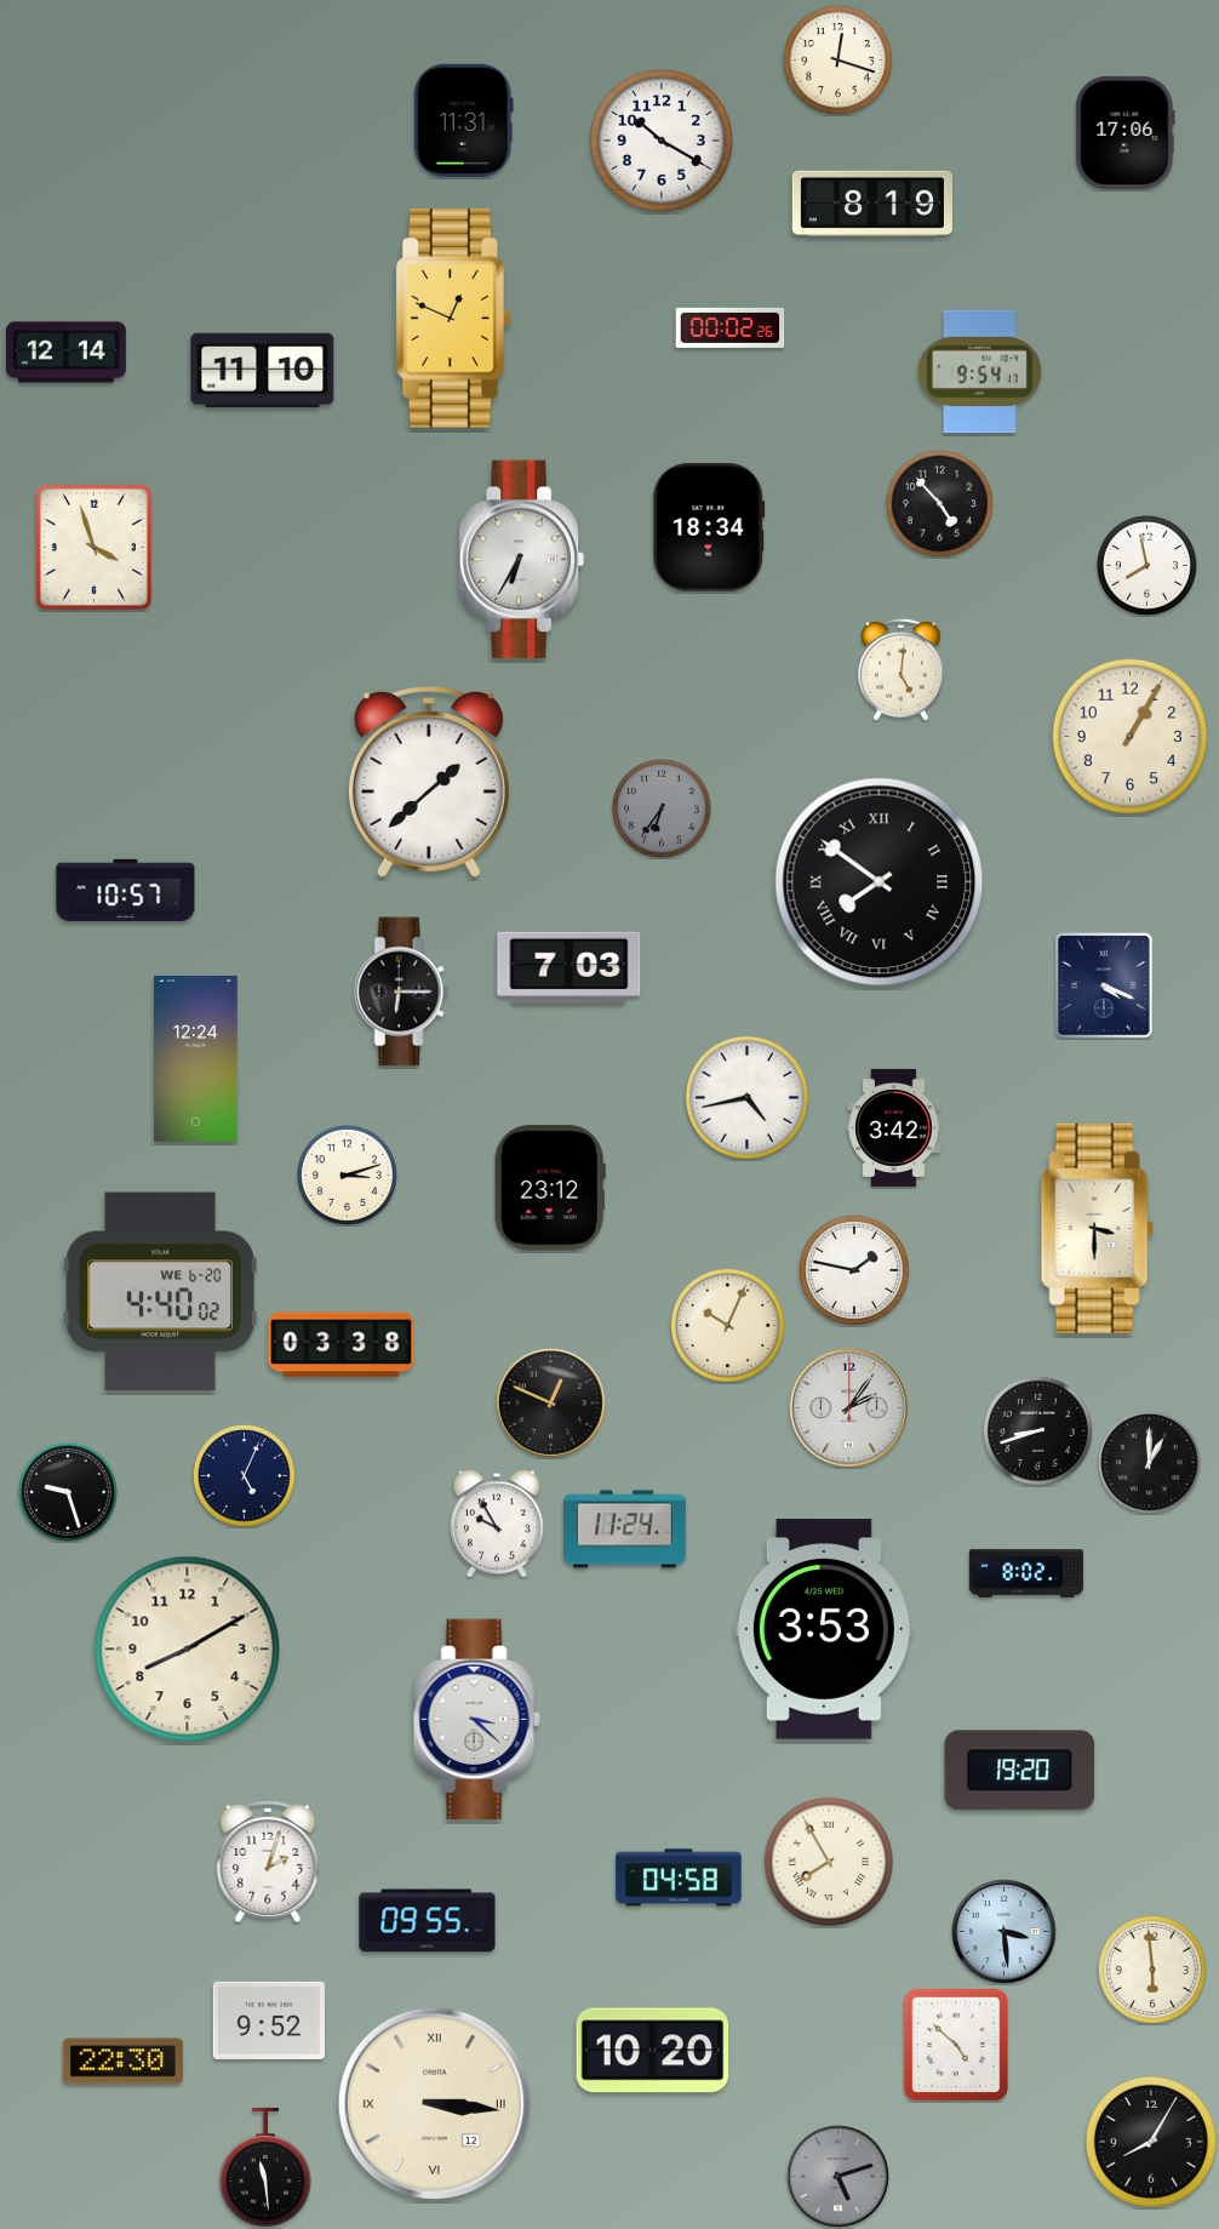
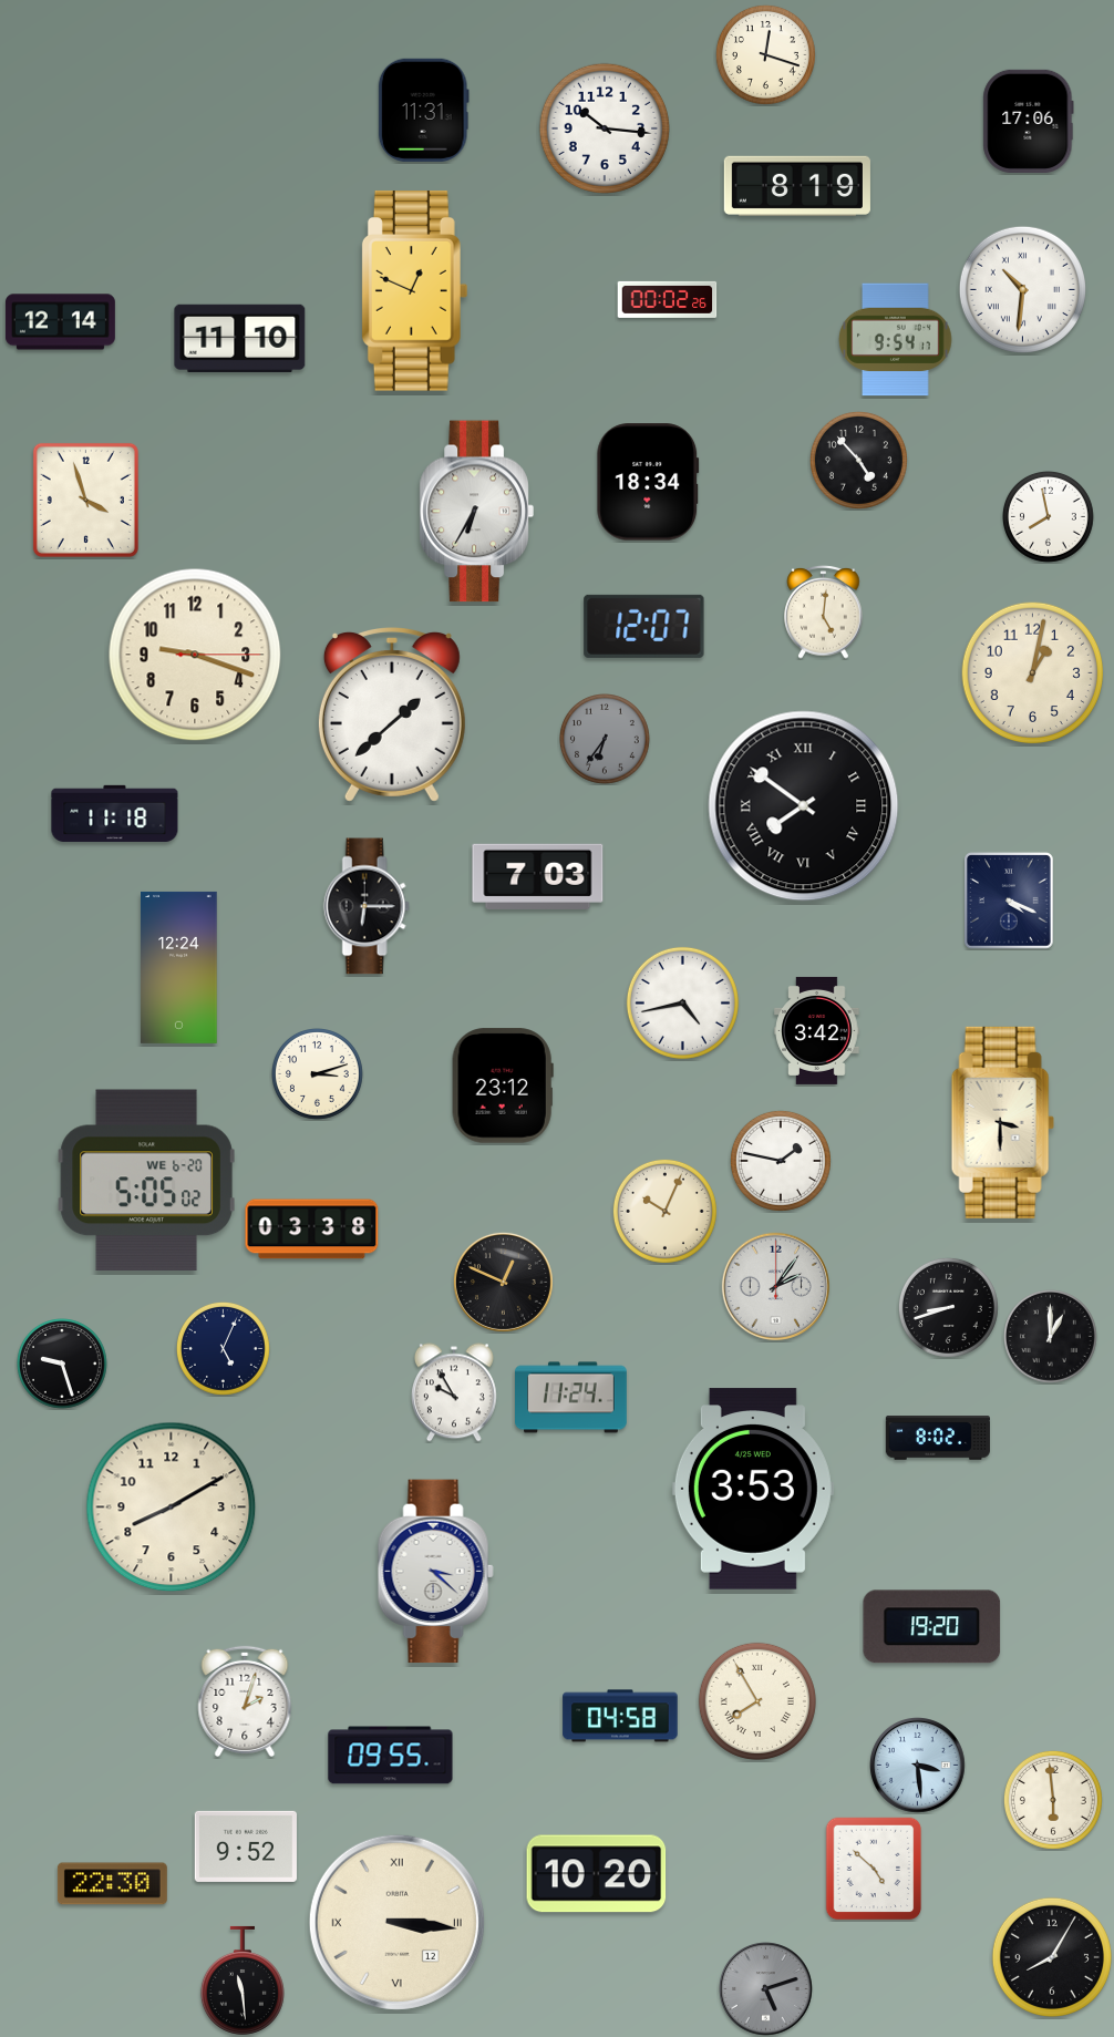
clock at (662, 141): 10:20 -> 10:16
clock at (1022, 289): none -> 10:31
clock at (644, 626): none -> 12:07
clock at (195, 655): none -> 9:18
clock at (1131, 737): 1:05 -> 1:02
clock at (126, 890): 10:57 -> 11:18
clock at (570, 967) position: (570, 967) -> (538, 876)
clock at (160, 1292): 4:40 -> 5:05
clock at (1020, 1771) position: (1020, 1771) -> (932, 1627)
